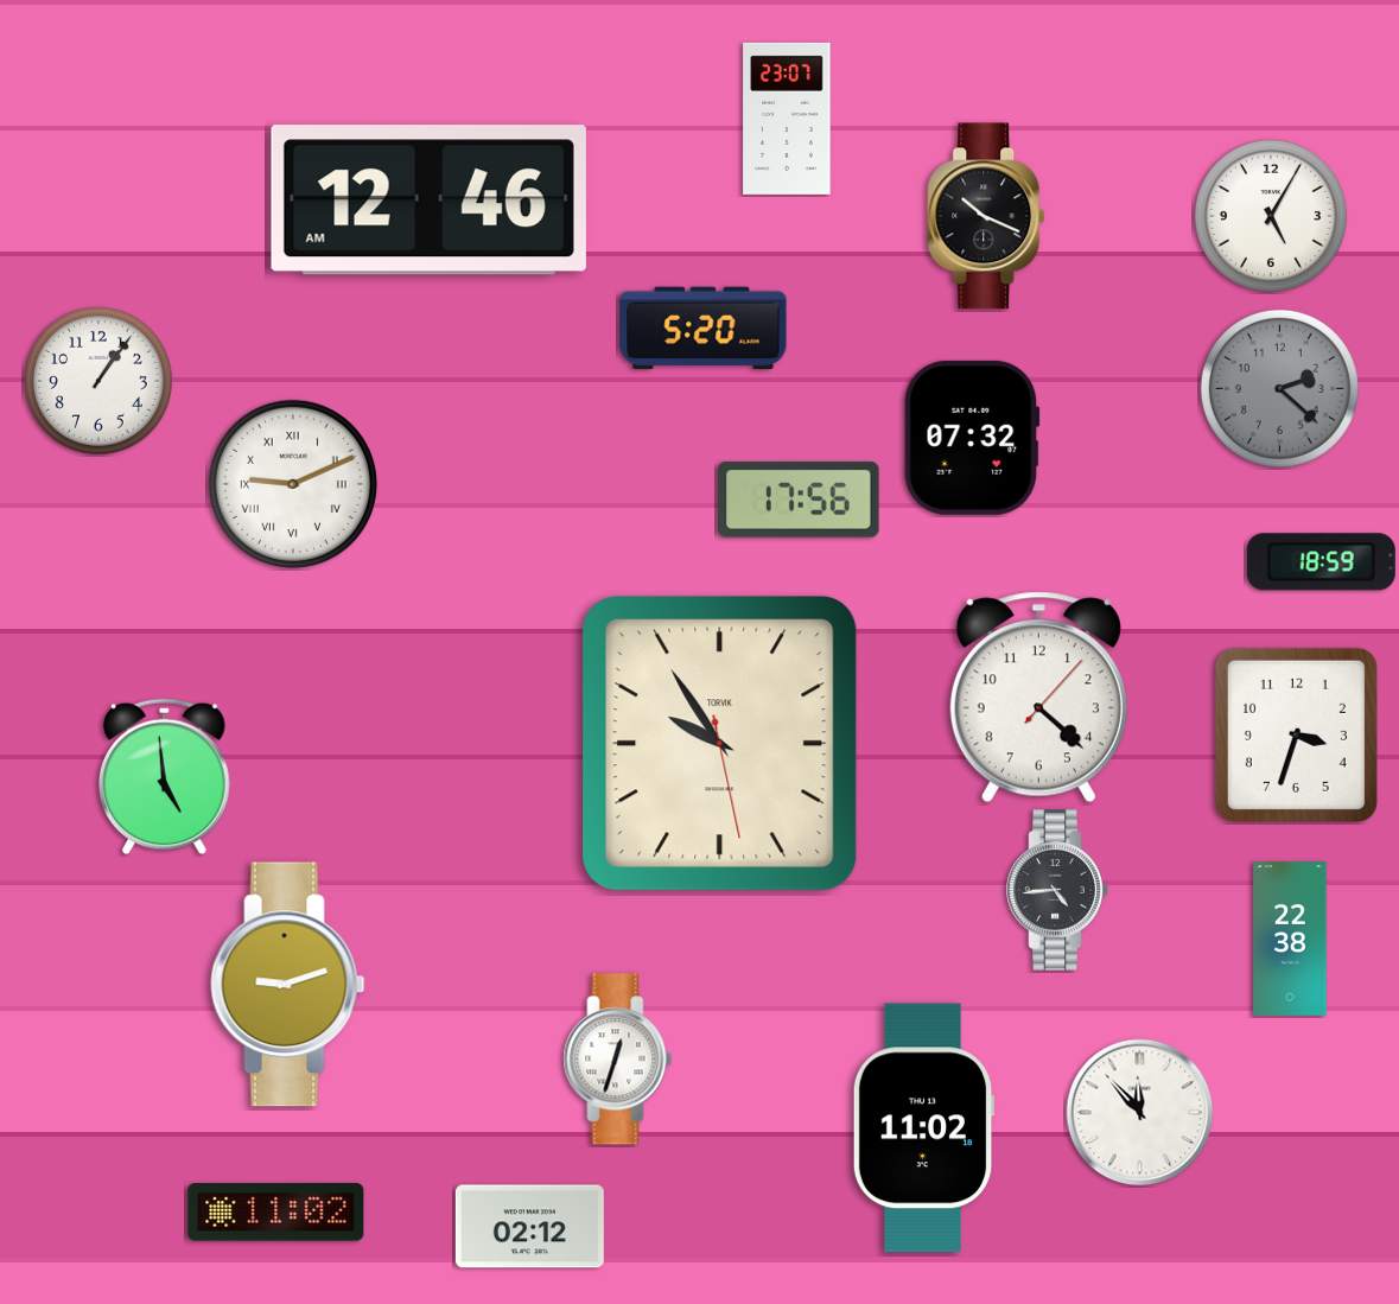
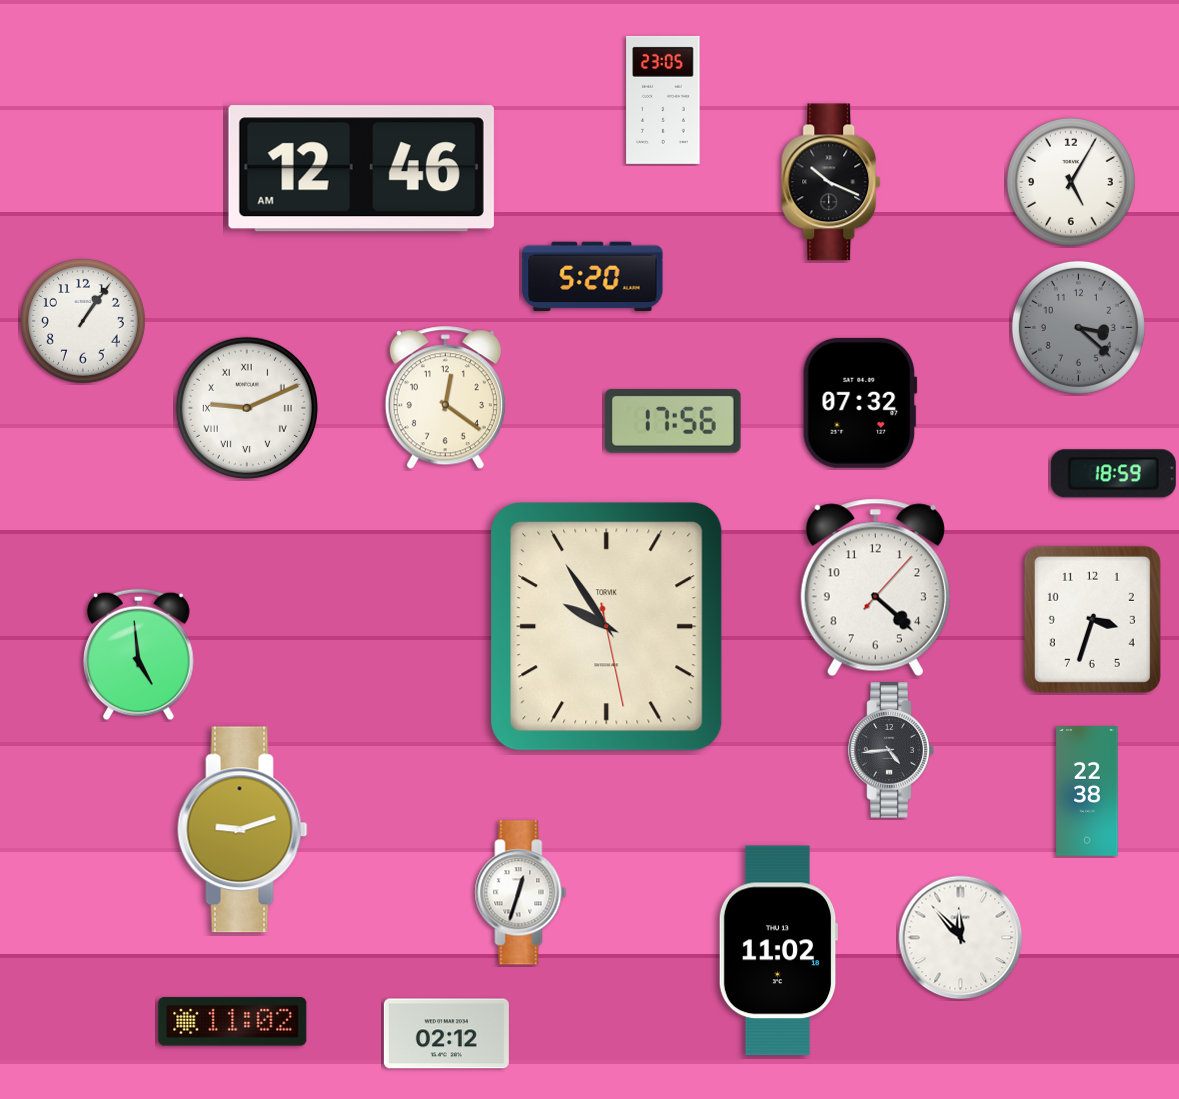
clock at (787, 119): 23:07 -> 23:05
clock at (1279, 388): 2:22 -> 3:22
clock at (972, 438) position: (972, 438) -> (860, 403)
clock at (445, 398): none -> 12:21
